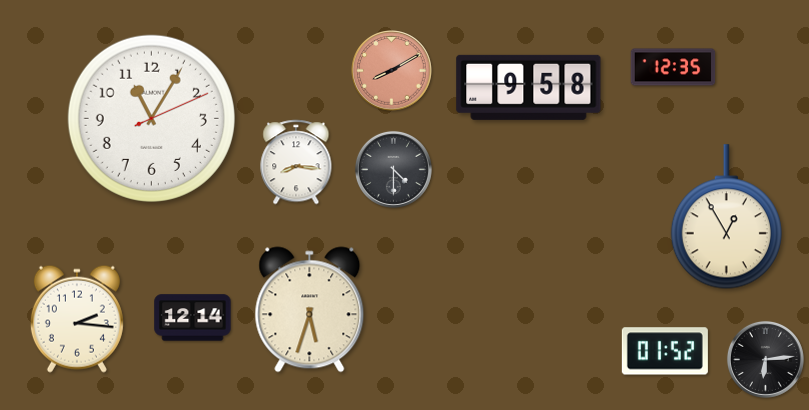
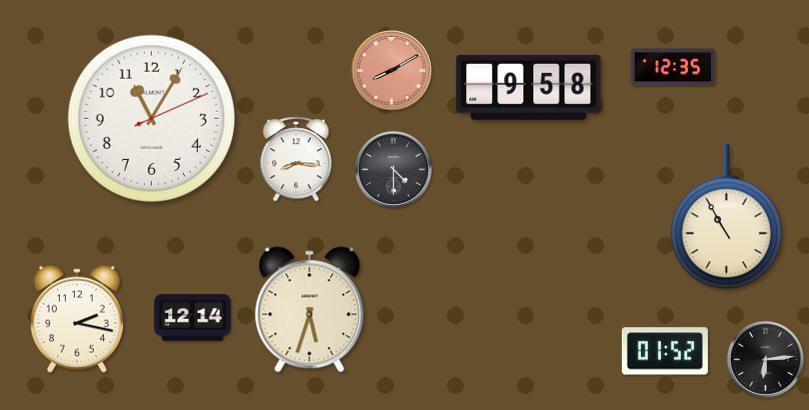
clock at (296, 162) position: (296, 162) -> (296, 159)
clock at (726, 217): 12:55 -> 10:55
clock at (77, 319): 2:16 -> 2:17
